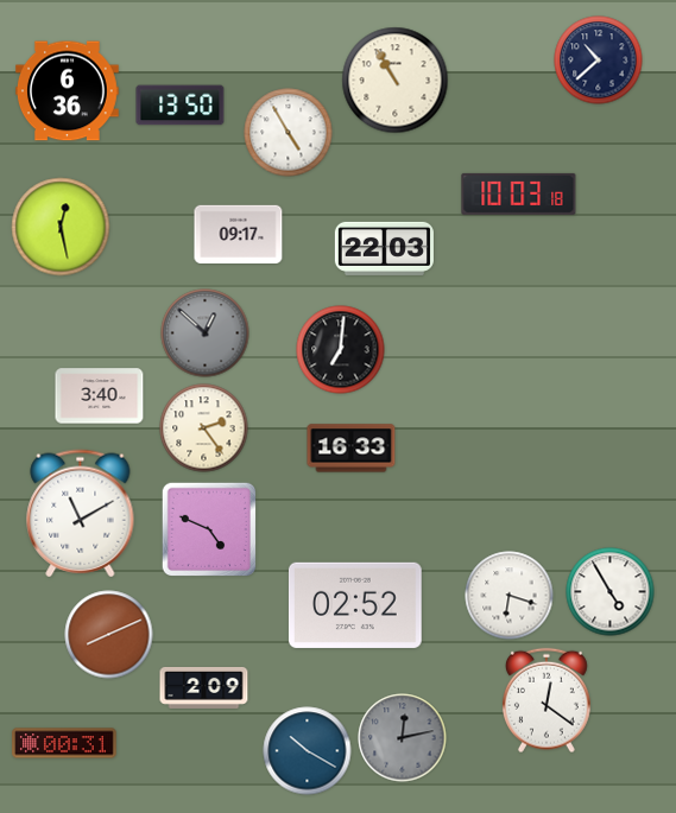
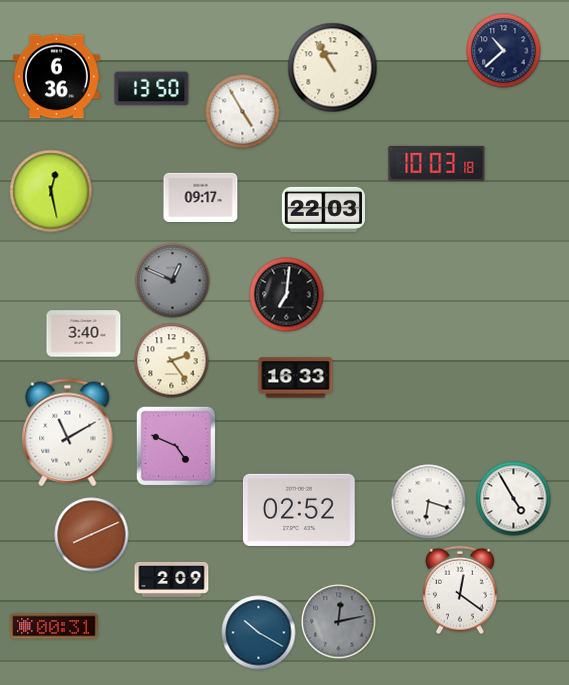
clock at (206, 334): 12:52 -> 12:49
